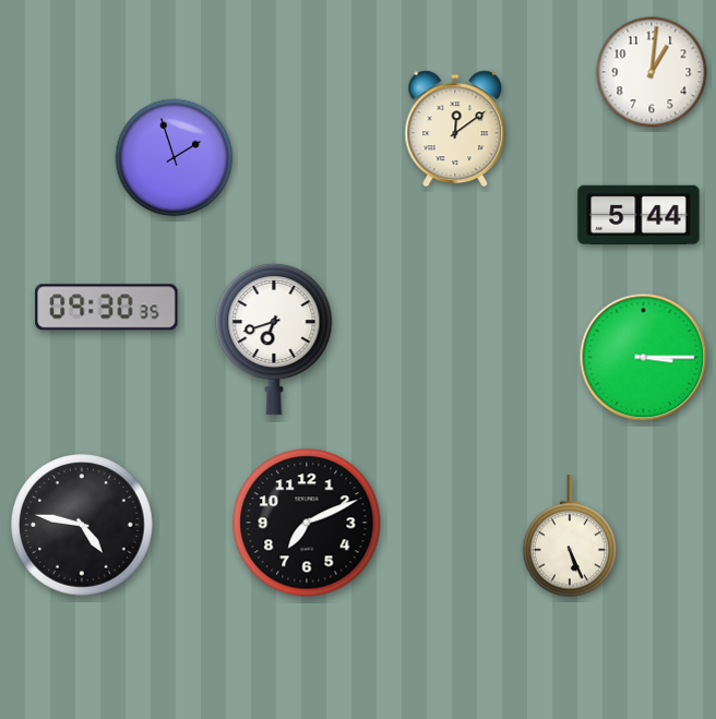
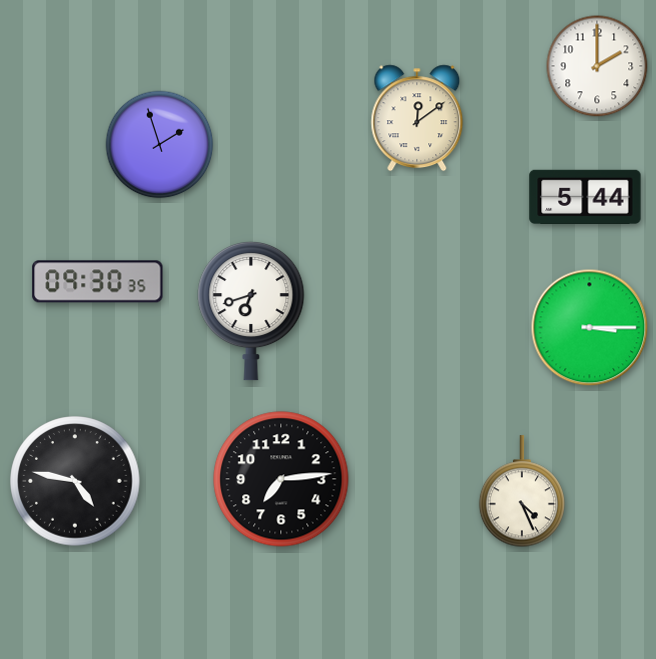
clock at (652, 72): 1:01 -> 2:00
clock at (307, 523): 7:11 -> 7:14
clock at (569, 537): 5:26 -> 4:26
